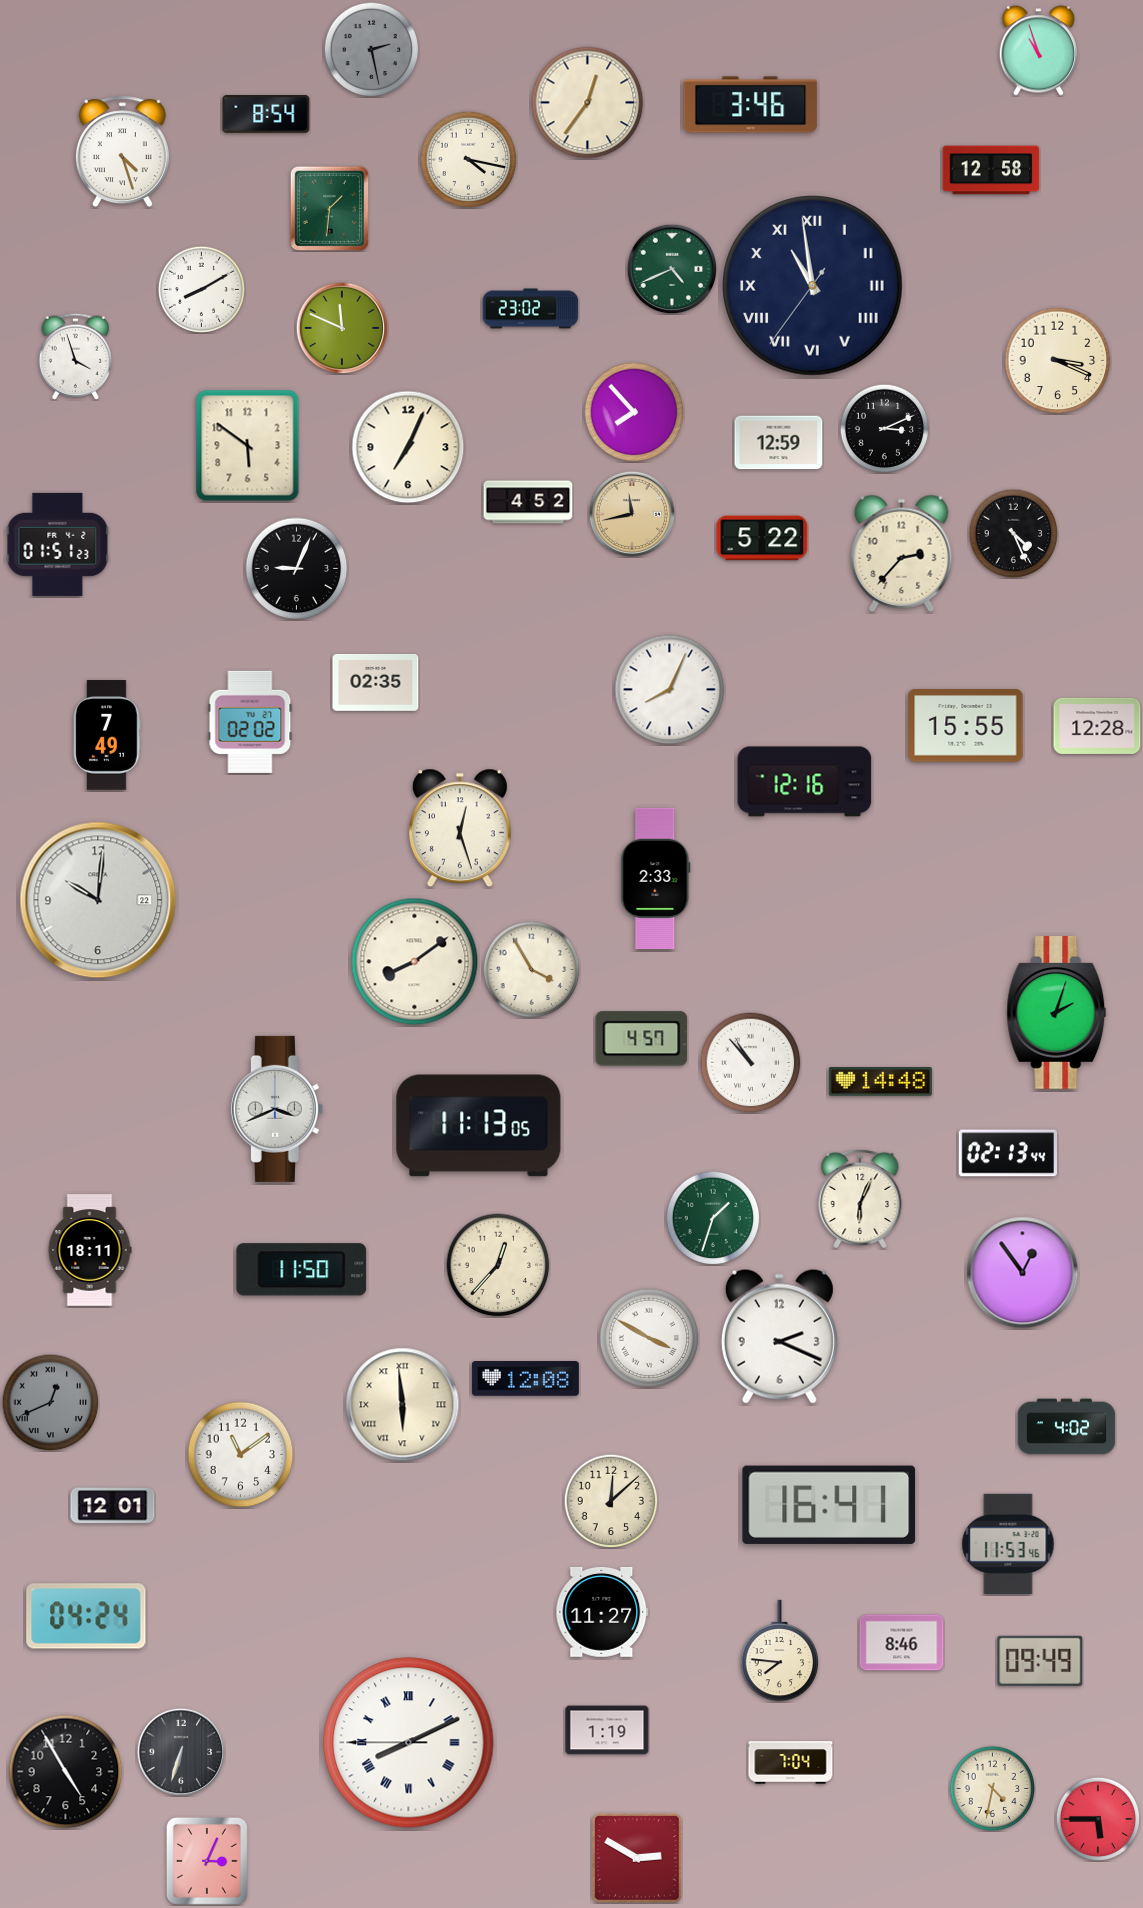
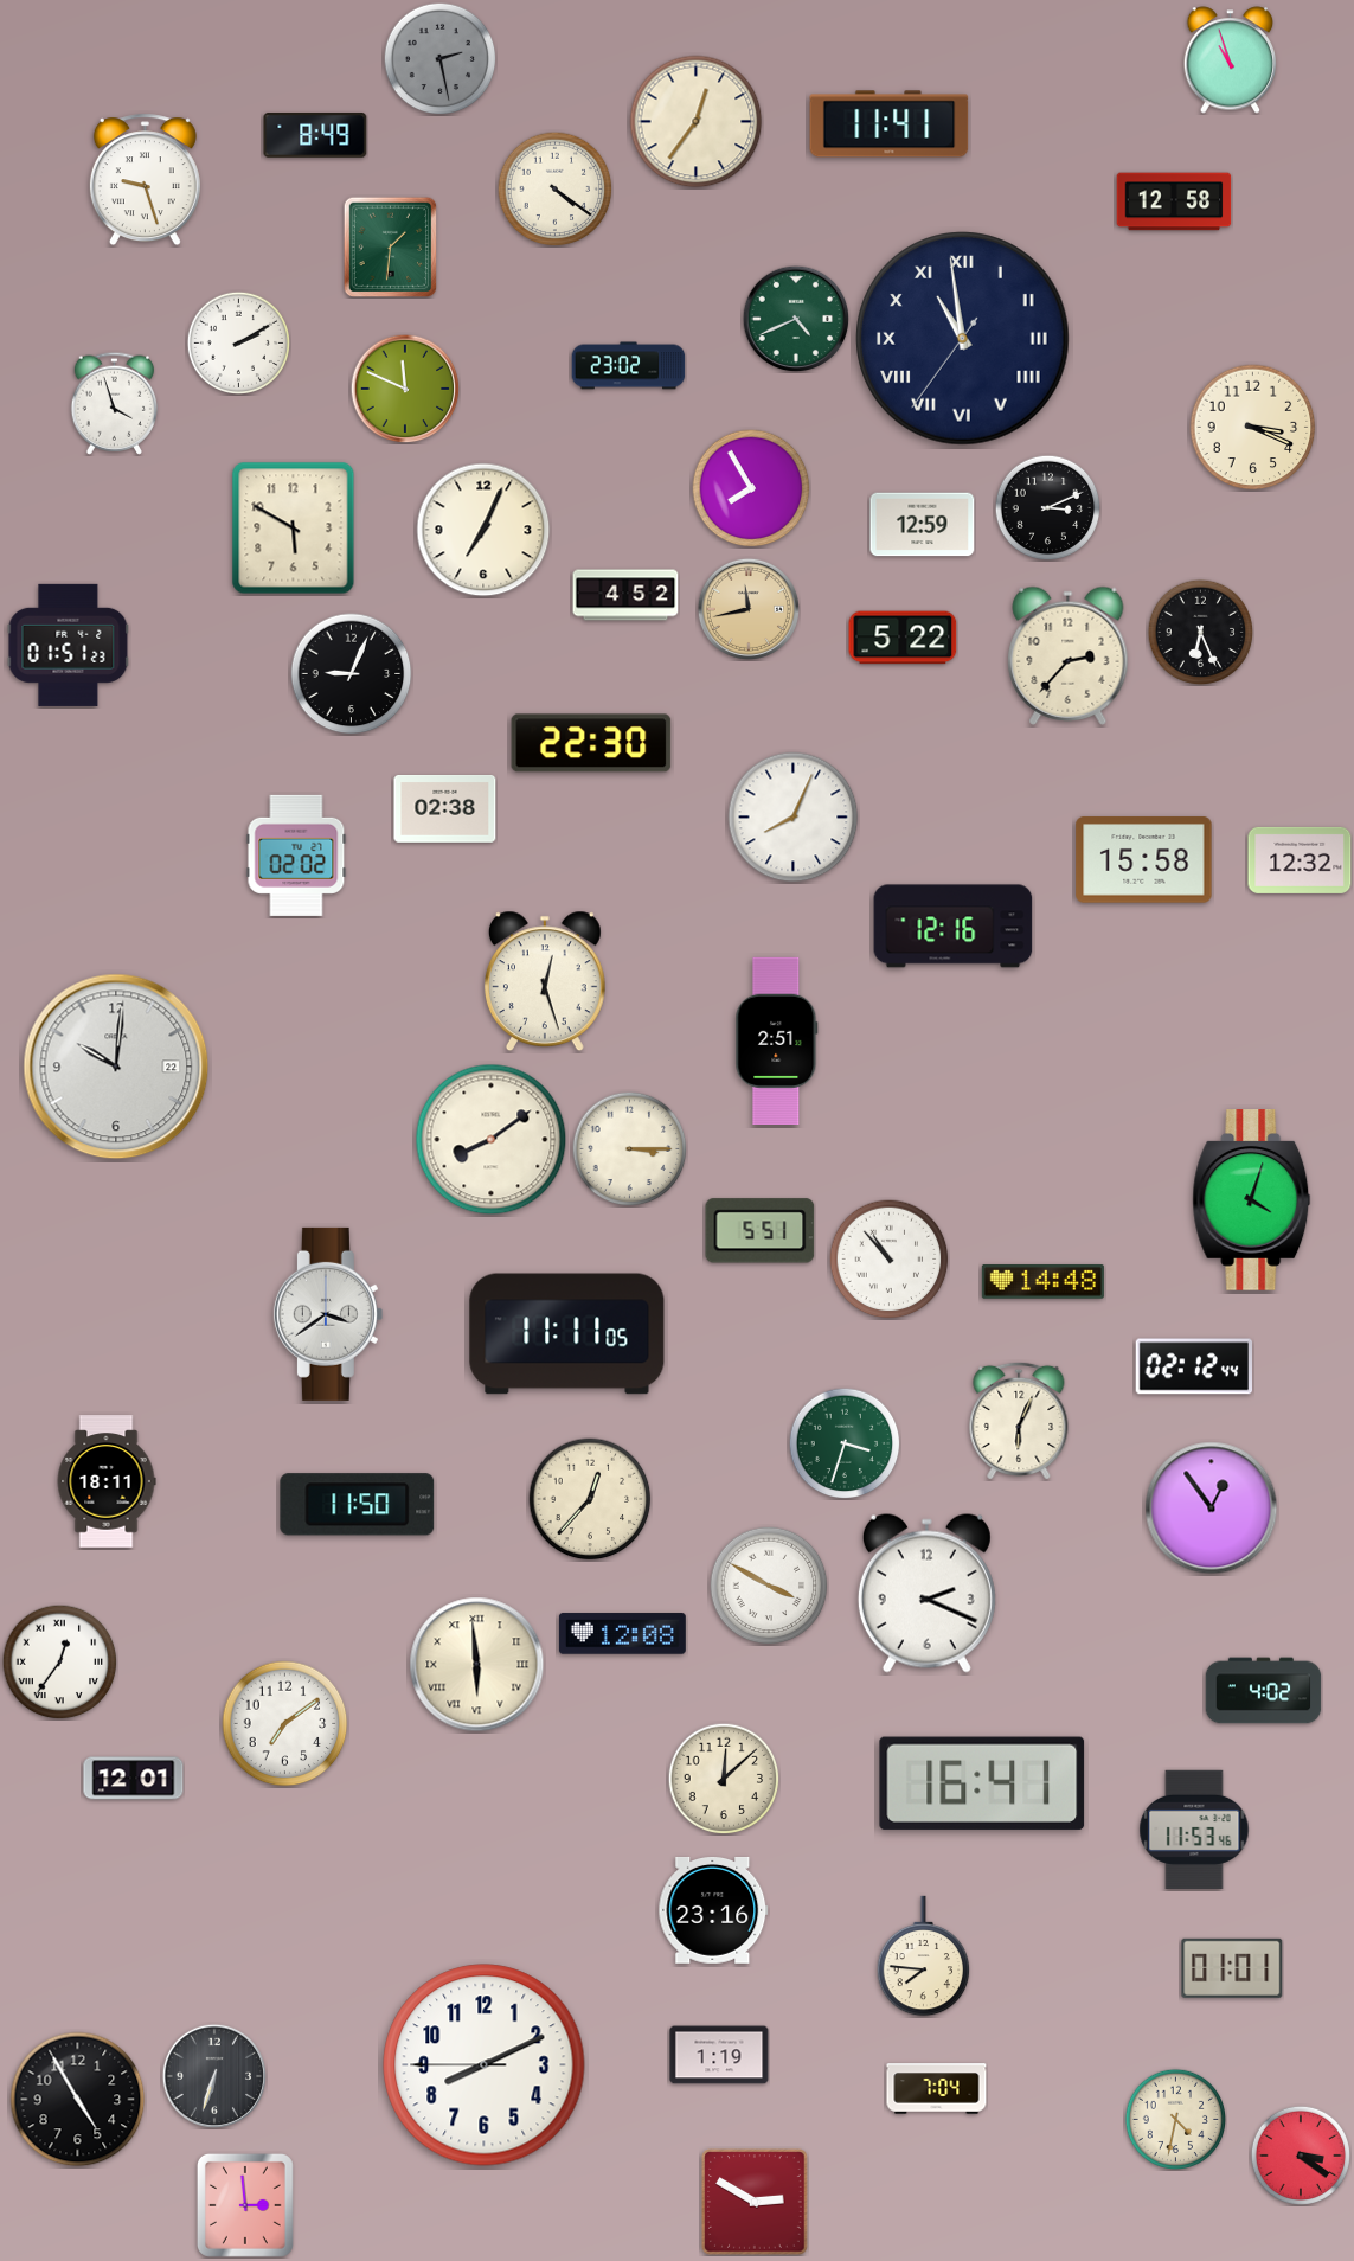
clock at (751, 105): 3:46 -> 11:41
clock at (266, 115): 8:54 -> 8:49
clock at (122, 152): 4:27 -> 9:27
clock at (468, 159): 4:17 -> 4:21
clock at (201, 289): 8:10 -> 2:10
clock at (76, 356) position: (76, 356) -> (115, 403)
clock at (634, 412): 7:53 -> 7:55
clock at (248, 446): 5:51 -> 5:50
clock at (1013, 533): 4:26 -> 6:26
clock at (591, 743): none -> 22:30
clock at (376, 683): 02:35 -> 02:38
clock at (966, 726): 15:55 -> 15:58
clock at (1097, 726): 12:28 -> 12:32
clock at (107, 735): 7:49 -> none
clock at (656, 878): 2:33 -> 2:51
clock at (531, 969): 3:55 -> 3:15
clock at (1057, 1013): 2:03 -> 4:03
clock at (642, 1039): 4:57 -> 5:51
clock at (277, 1109): 3:41 -> 3:39
clock at (479, 1126): 11:13 -> 11:11
clock at (1007, 1153): 02:13 -> 02:12
clock at (713, 1218): 1:33 -> 3:33
clock at (779, 1336) position: (779, 1336) -> (926, 1593)
clock at (50, 1402): 12:41 -> 12:36
clock at (50, 1402) dial: grey -> white
clock at (241, 1455): 11:09 -> 7:09
clock at (113, 1506) position: (113, 1506) -> (134, 1779)
clock at (602, 1612): 11:27 -> 23:16
clock at (86, 1616): 04:24 -> none
clock at (902, 1643): 8:46 -> none
clock at (1040, 1661): 09:49 -> 01:01
clock at (607, 1730) position: (607, 1730) -> (719, 2055)
clock at (409, 1743) numerals: Roman -> Arabic
clock at (1097, 1818): 5:45 -> 3:21
clock at (207, 1861): 3:04 -> 2:59
